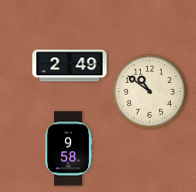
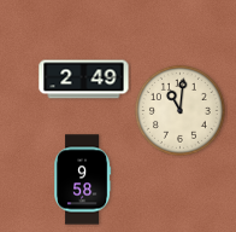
clock at (149, 91): 10:51 -> 11:01
